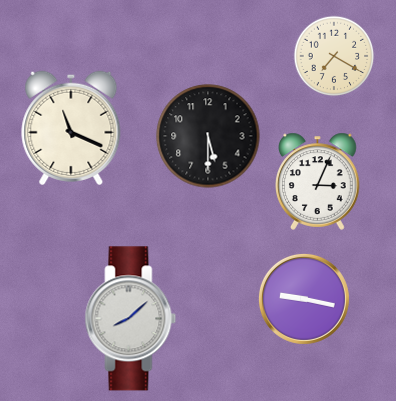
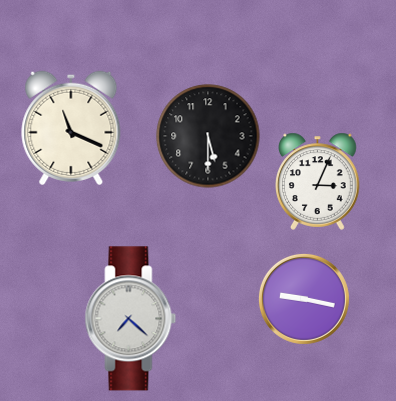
clock at (334, 56): 7:20 -> none
clock at (131, 319): 8:08 -> 7:22
